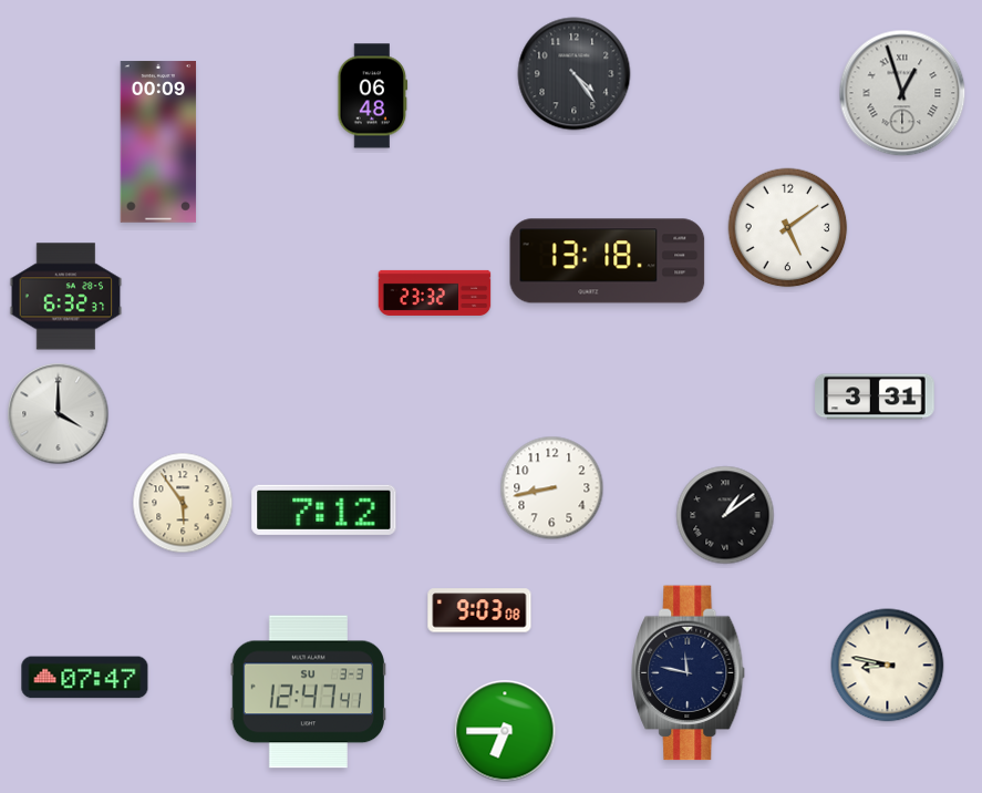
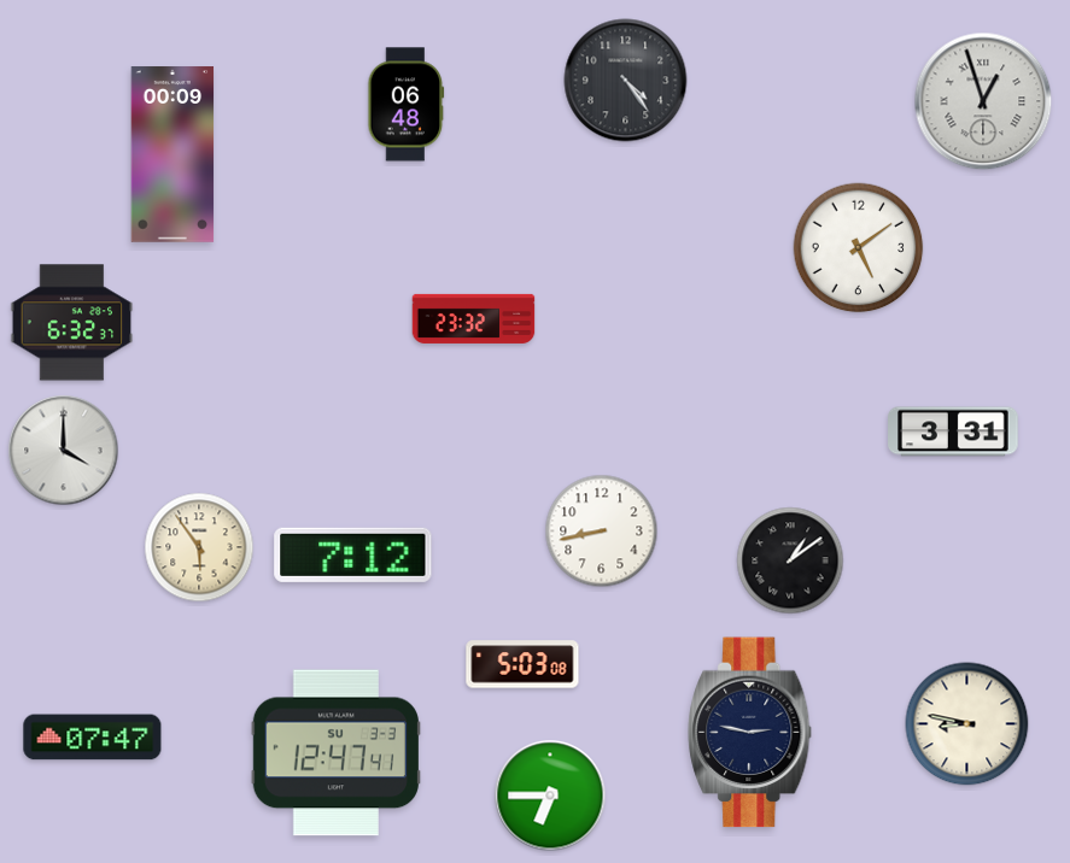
clock at (608, 261): 13:18 -> none
clock at (479, 610): 9:03 -> 5:03
clock at (689, 673): 11:47 -> 2:47
